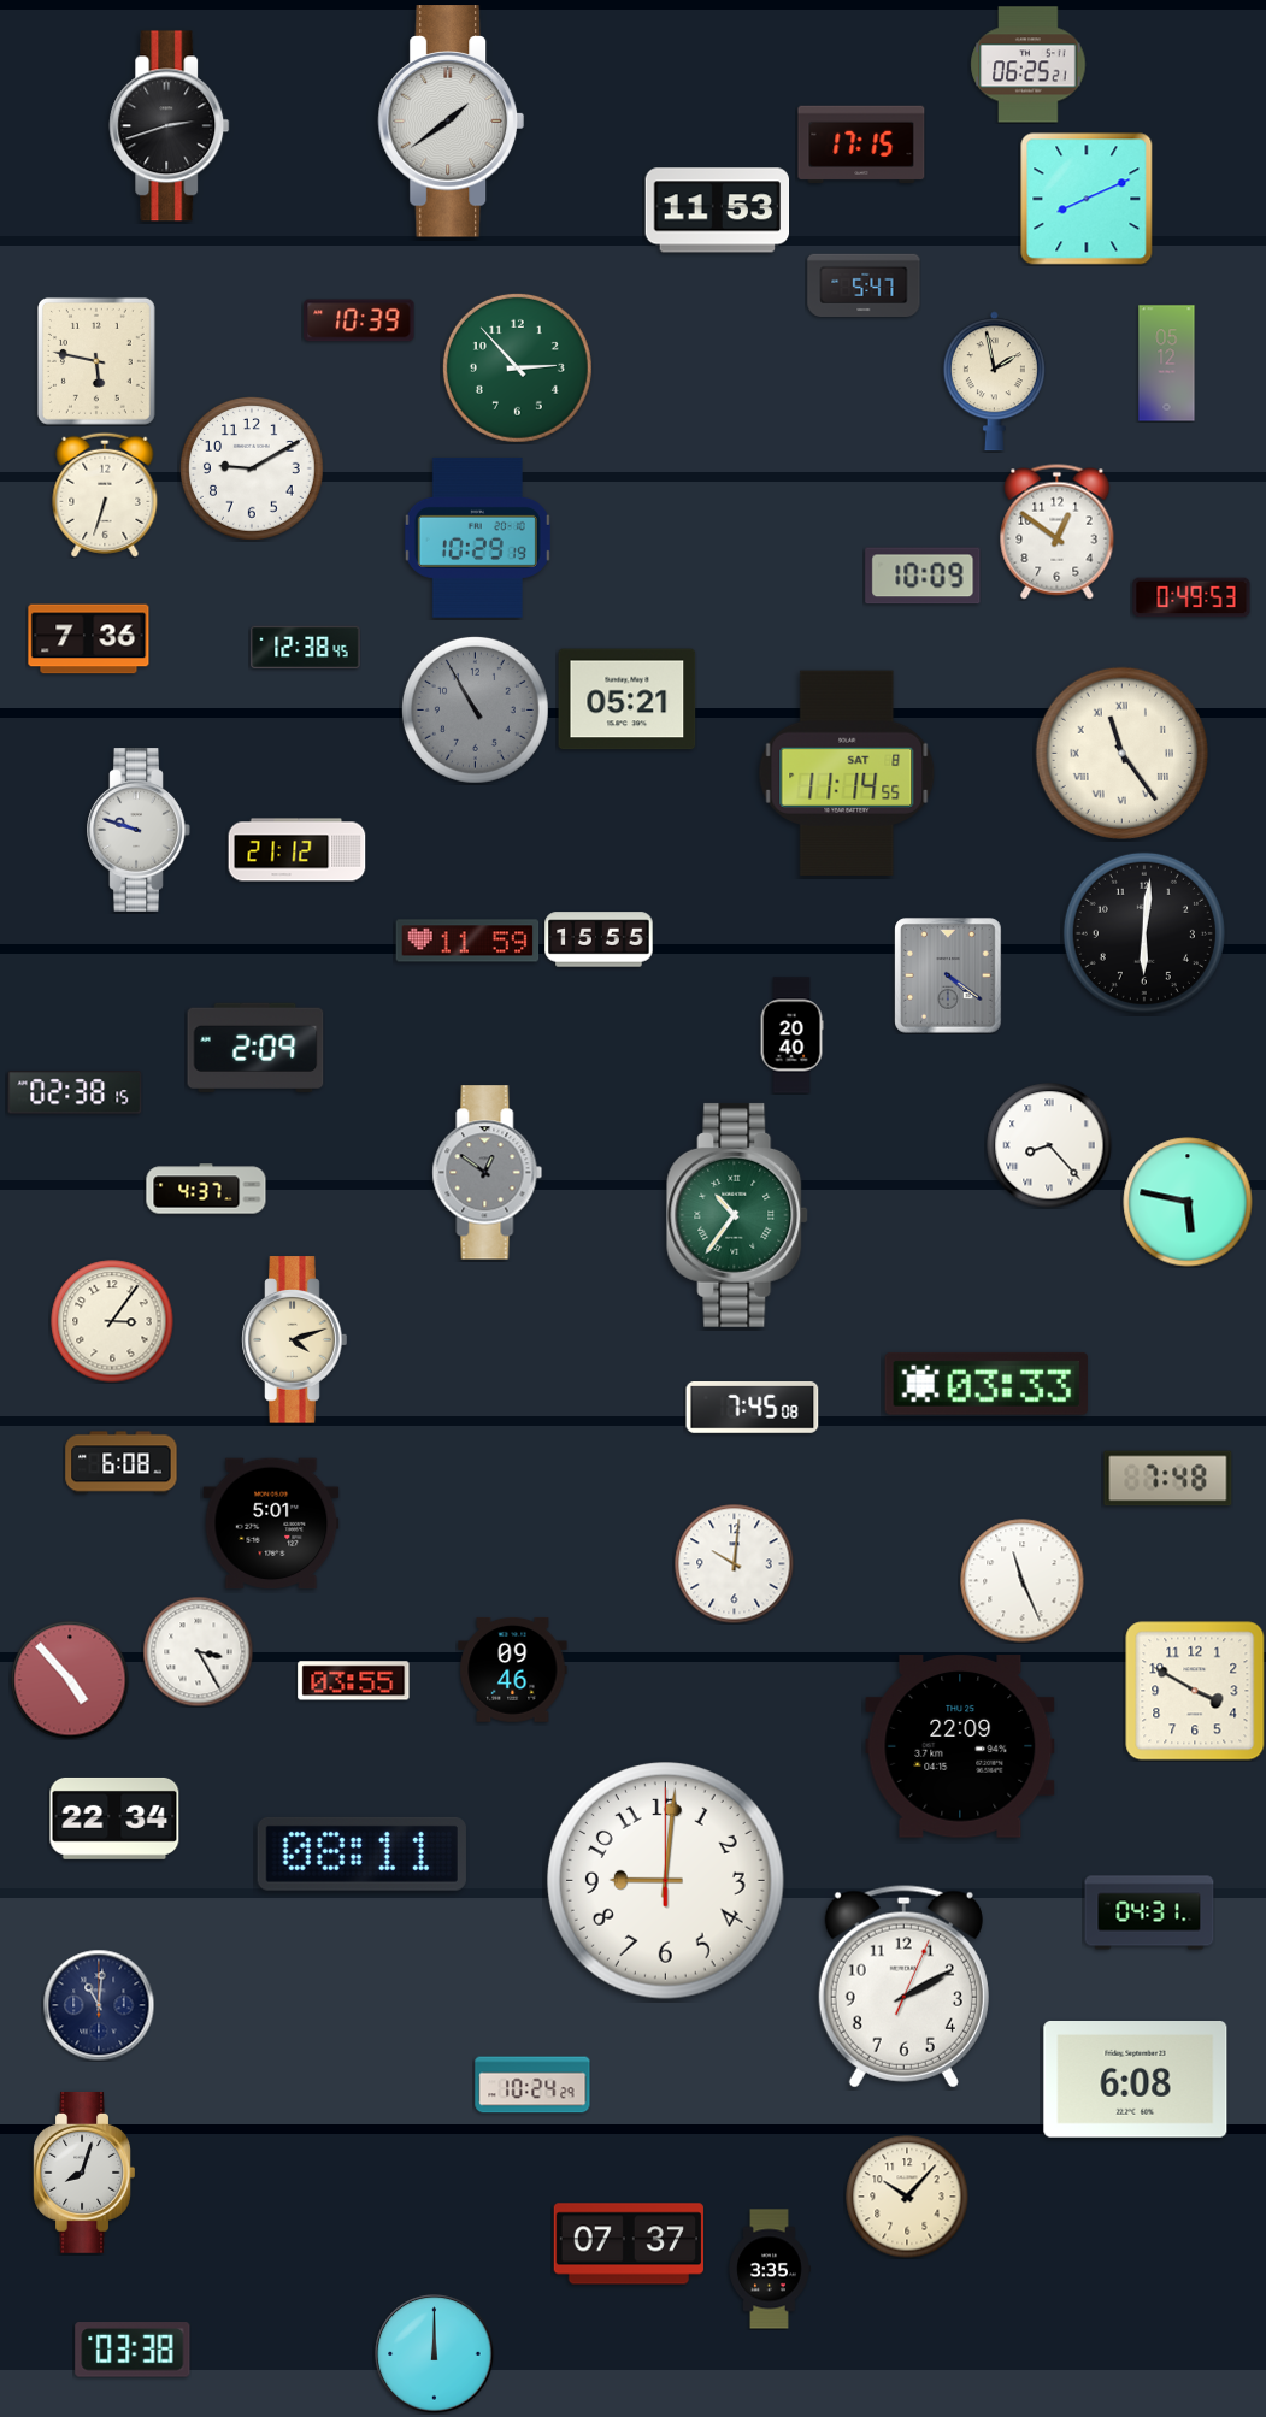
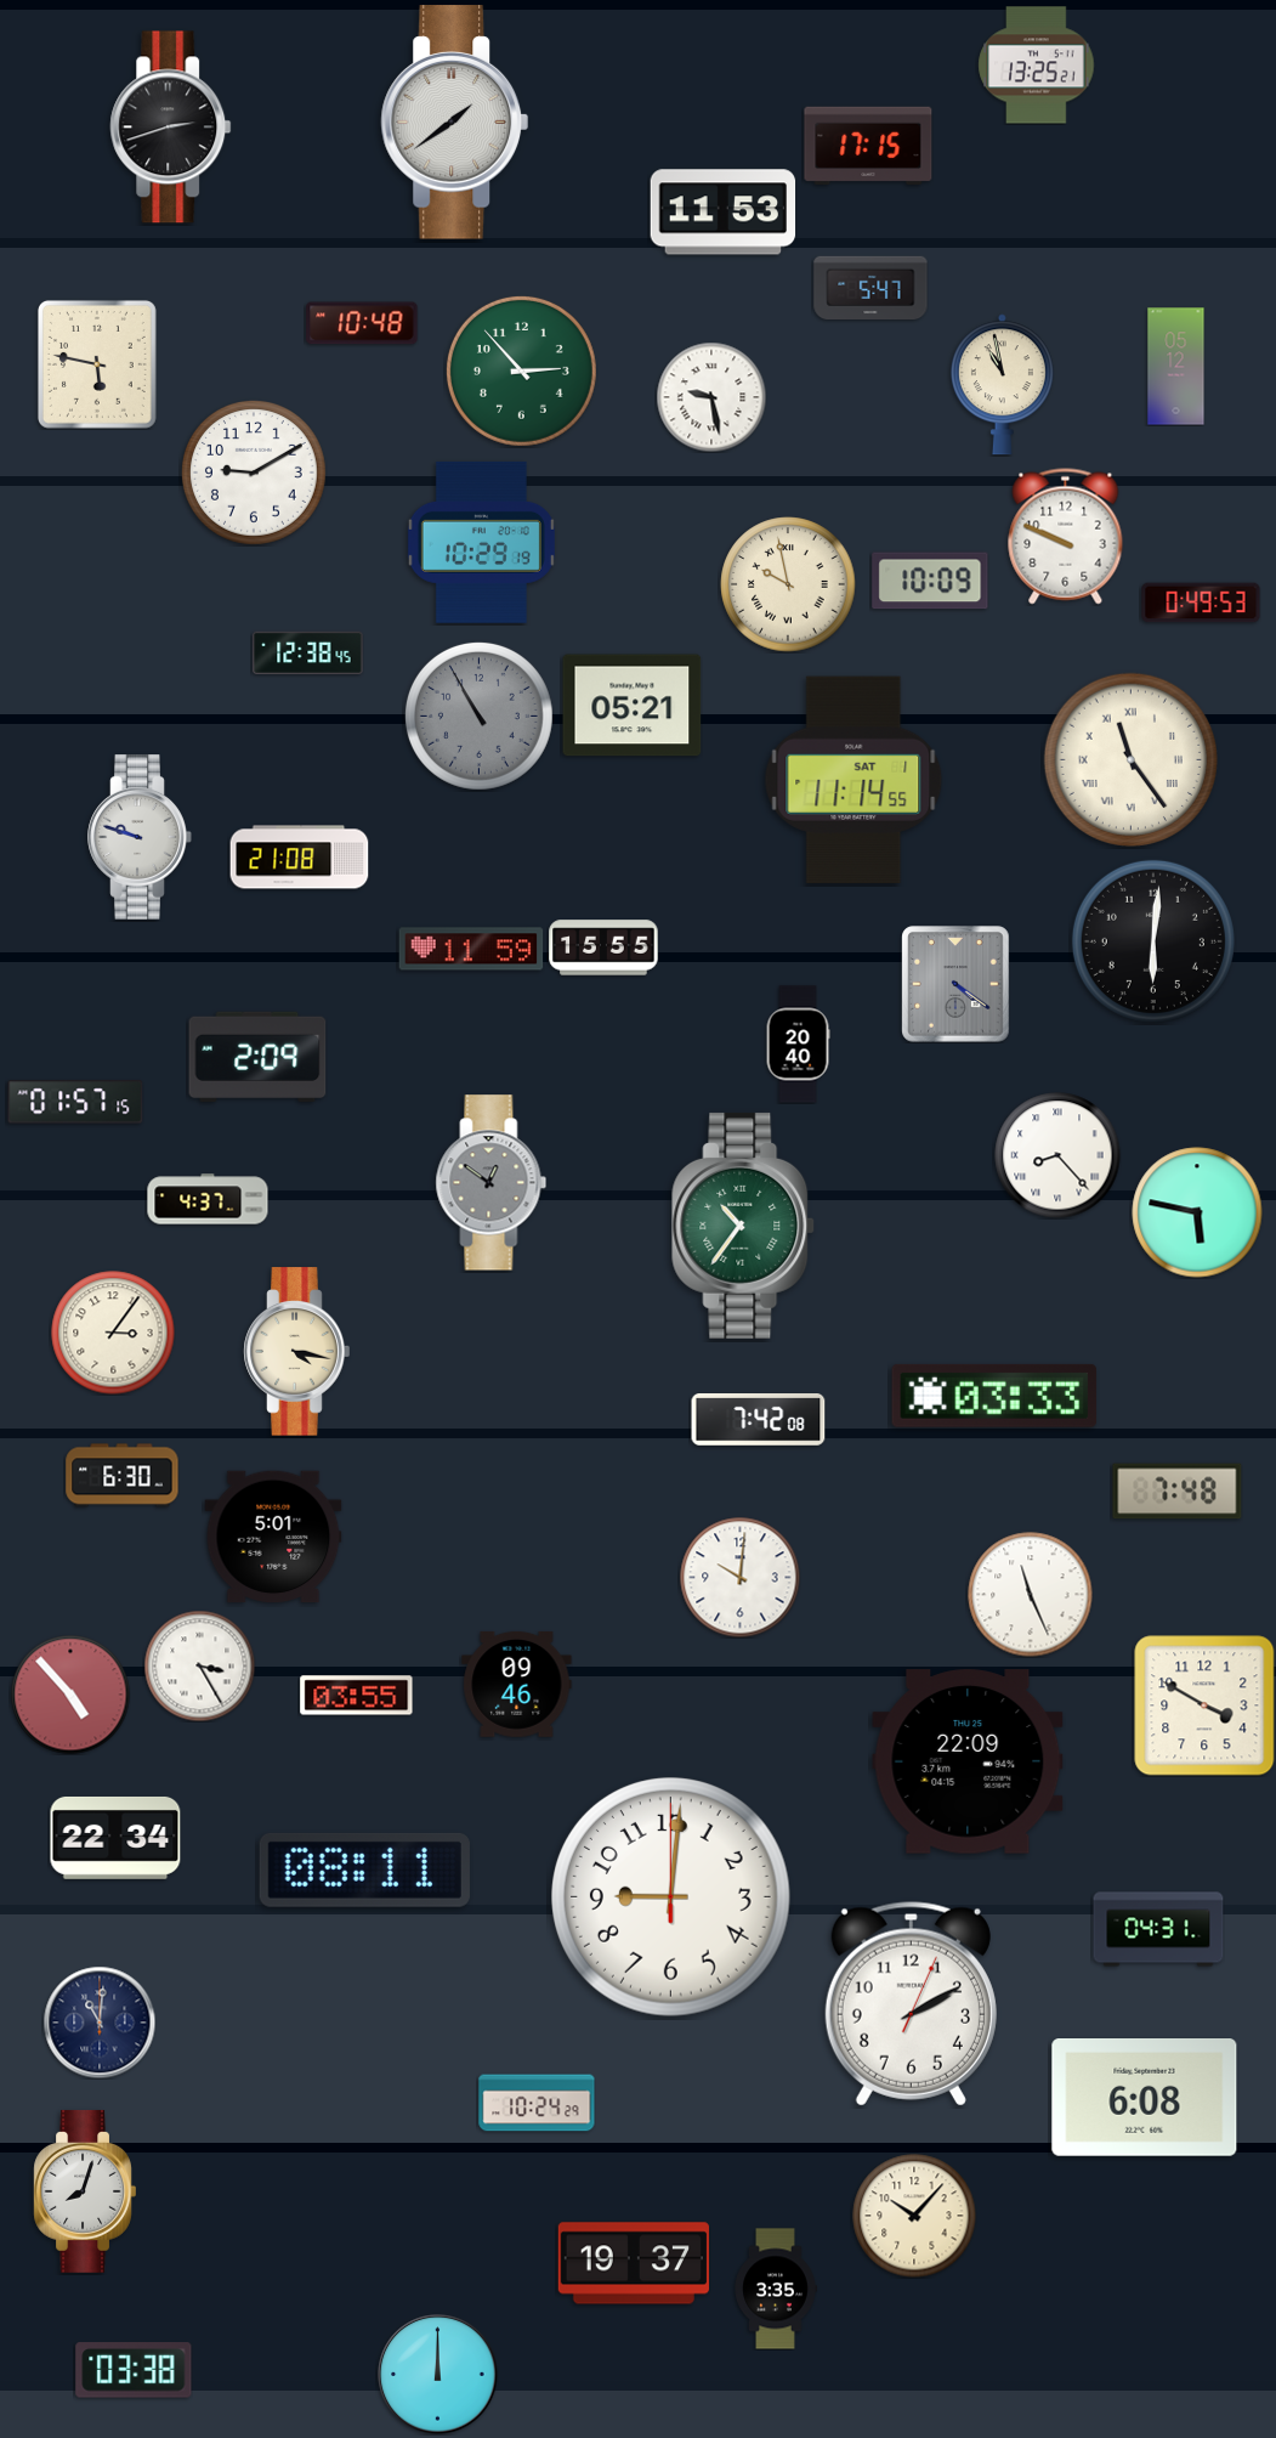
clock at (1029, 65): 06:25 -> 13:25
clock at (1087, 199): 8:11 -> none
clock at (359, 320): 10:39 -> 10:48
clock at (994, 382): 1:58 -> 10:58
clock at (711, 397): none -> 9:28
clock at (105, 495): 6:33 -> none
clock at (1058, 532): 12:51 -> 9:49
clock at (788, 584): none -> 9:58
clock at (89, 639): 7:36 -> none
clock at (847, 772) date: SAT 8 -> SAT 1
clock at (298, 850): 21:12 -> 21:08
clock at (75, 1092): 02:38 -> 01:57
clock at (295, 1340): 4:12 -> 4:17
clock at (753, 1408): 7:45 -> 7:42
clock at (122, 1463): 6:08 -> 6:30
clock at (114, 1818) position: (114, 1818) -> (115, 1838)
clock at (629, 2244): 07:37 -> 19:37
